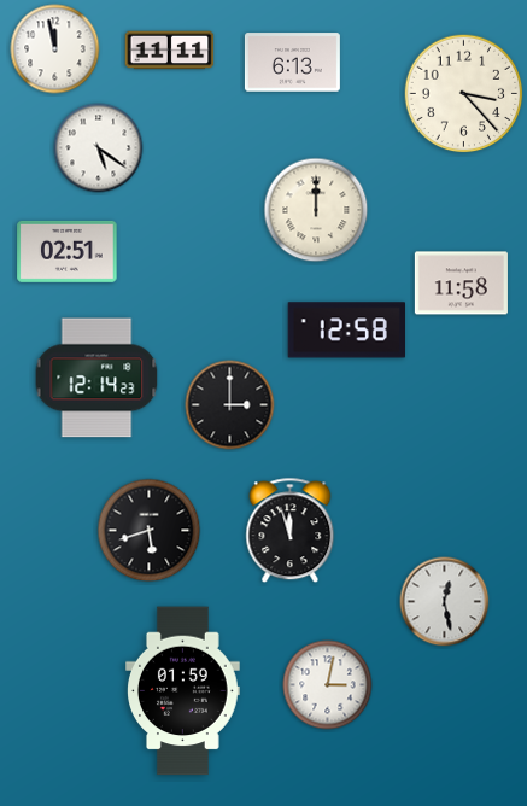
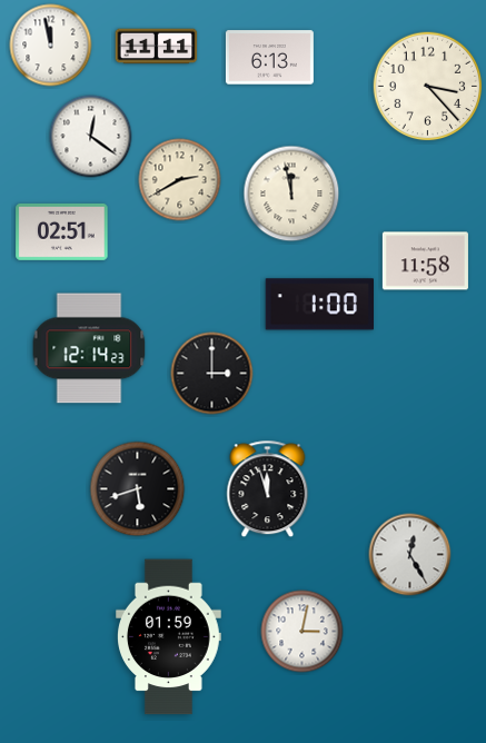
clock at (99, 148): 5:21 -> 12:21
clock at (180, 180): none -> 2:40
clock at (316, 210): 12:00 -> 11:58
clock at (346, 331): 12:58 -> 1:00
clock at (445, 602): 12:28 -> 12:25
